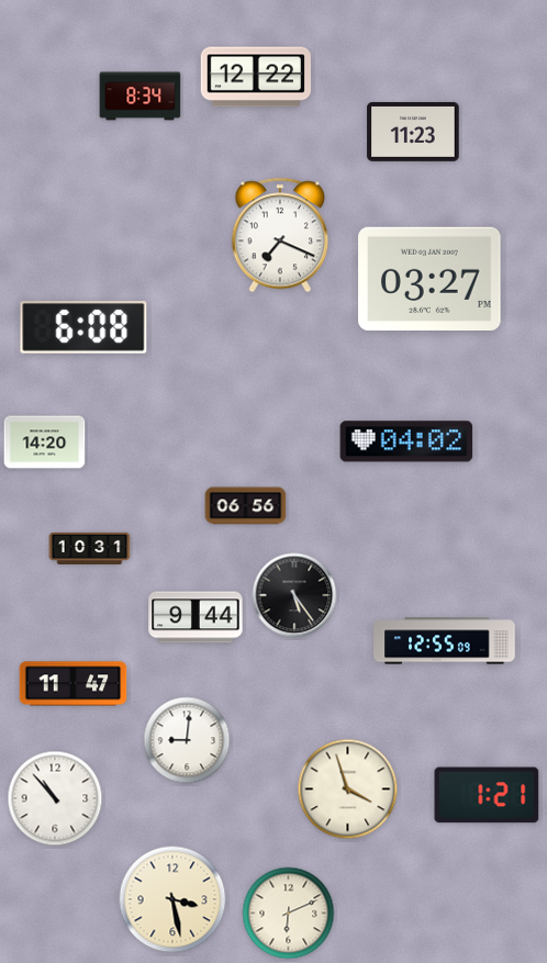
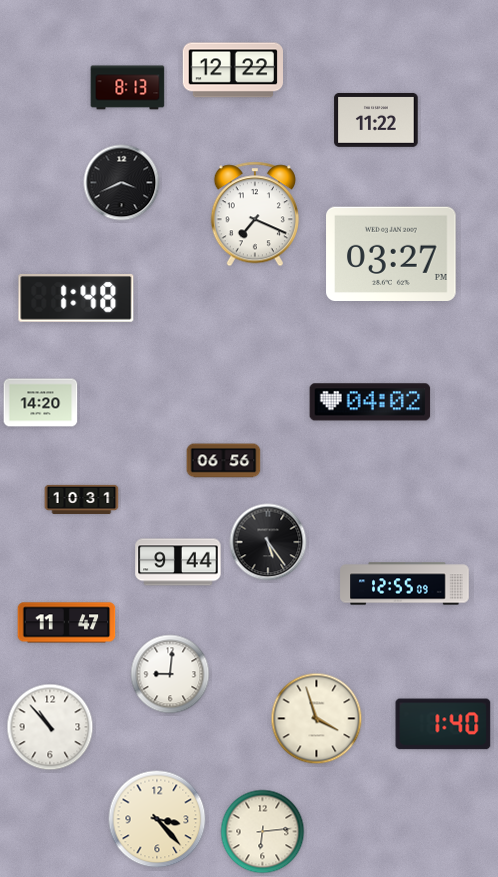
clock at (141, 97): 8:34 -> 8:13
clock at (413, 132): 11:23 -> 11:22
clock at (122, 183): none -> 3:41
clock at (83, 328): 6:08 -> 1:48
clock at (487, 795): 1:21 -> 1:40
clock at (172, 899): 3:28 -> 3:23
clock at (289, 914): 6:11 -> 6:14
